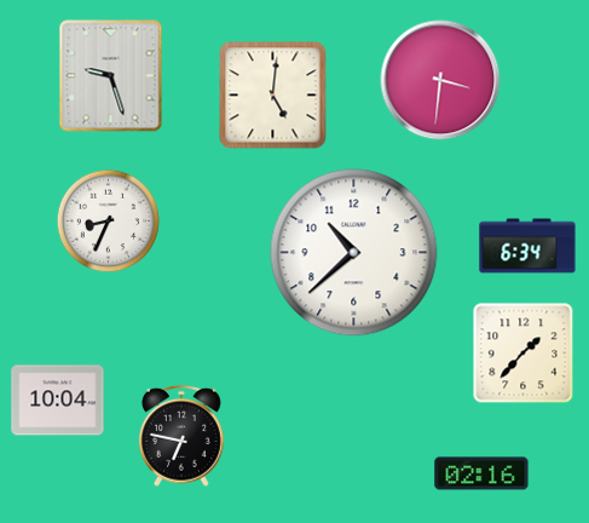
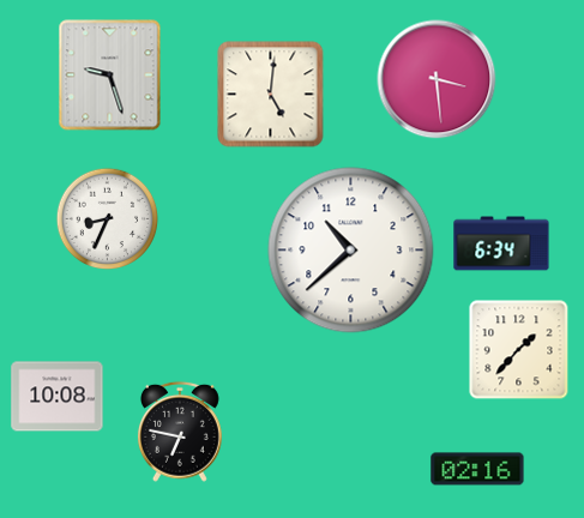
clock at (440, 80): 3:31 -> 3:29
clock at (527, 246) position: (527, 246) -> (501, 243)
clock at (58, 401): 10:04 -> 10:08
